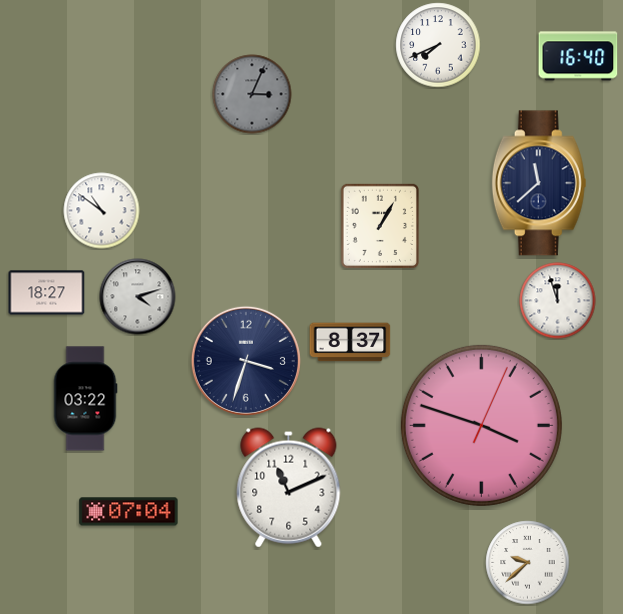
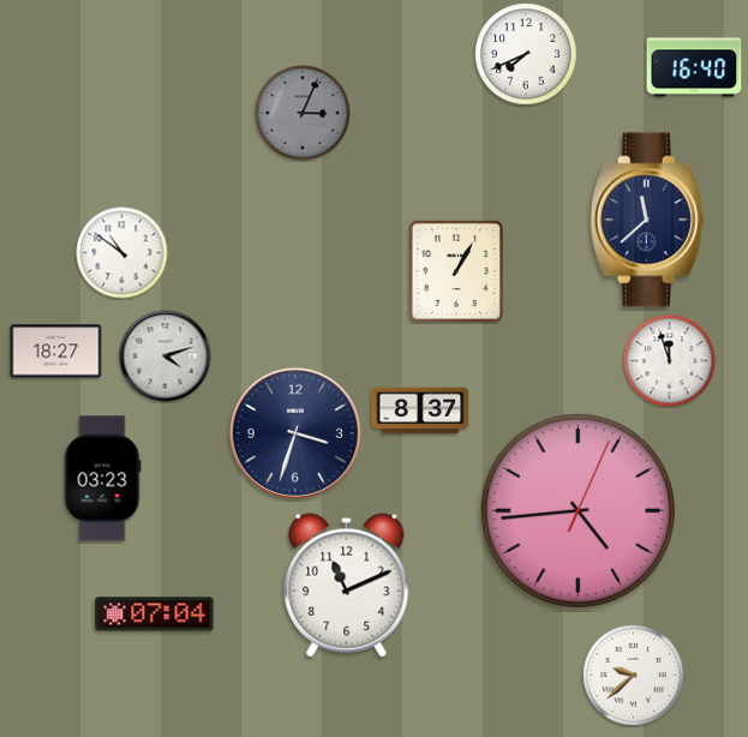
clock at (85, 399): 03:22 -> 03:23
clock at (481, 425): 3:48 -> 4:44
